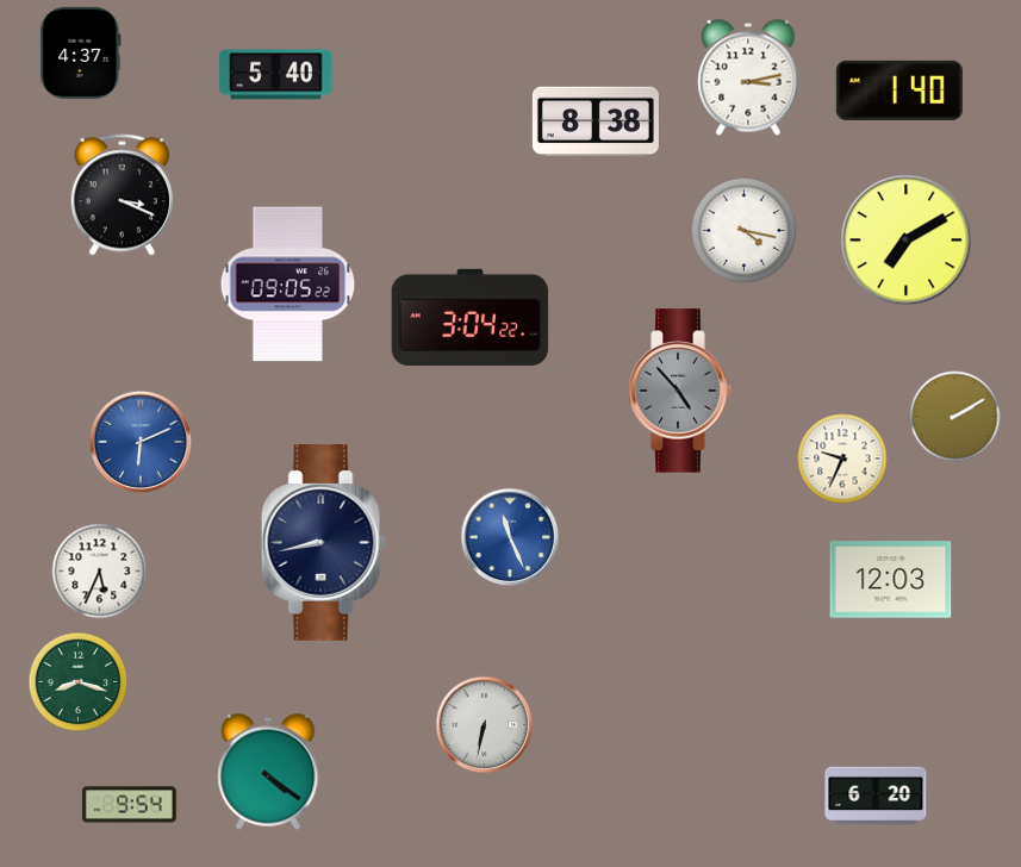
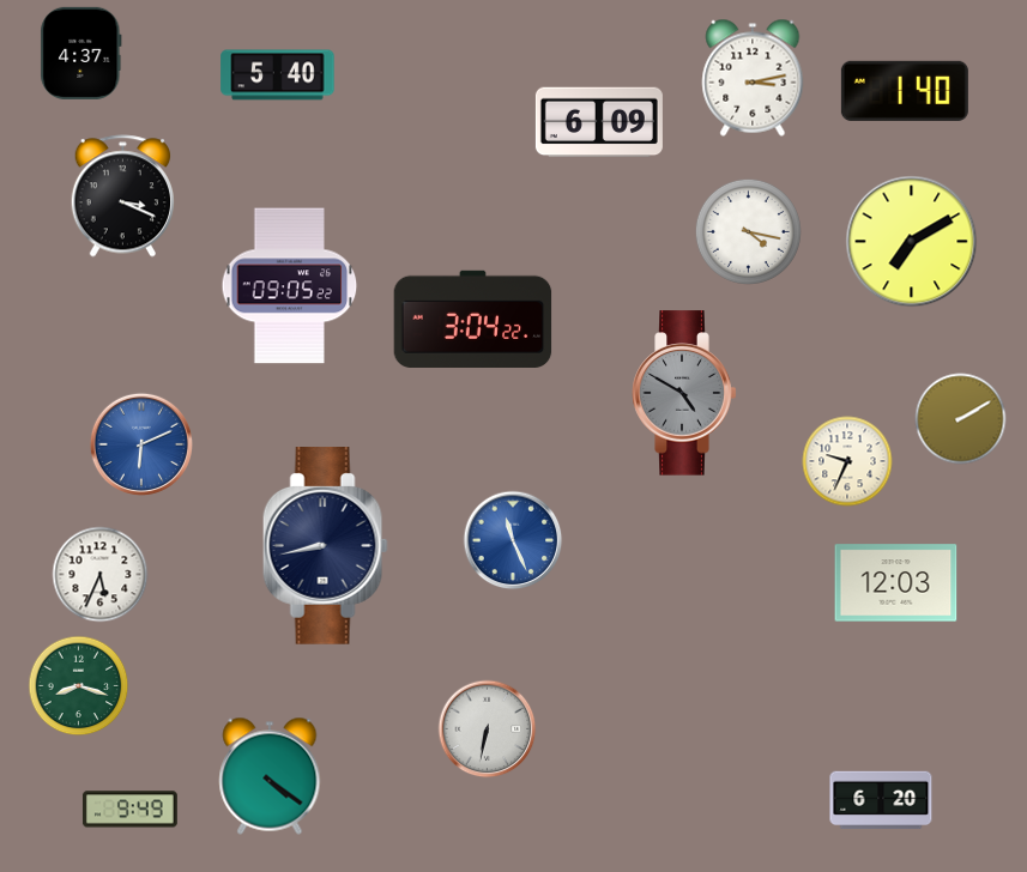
clock at (596, 121): 8:38 -> 6:09
clock at (680, 391): 4:53 -> 4:50
clock at (129, 805): 9:54 -> 9:49
